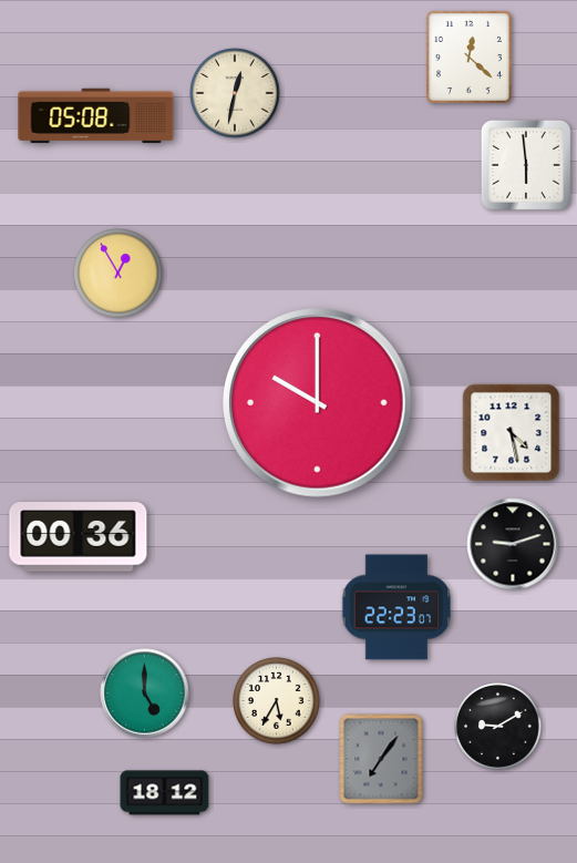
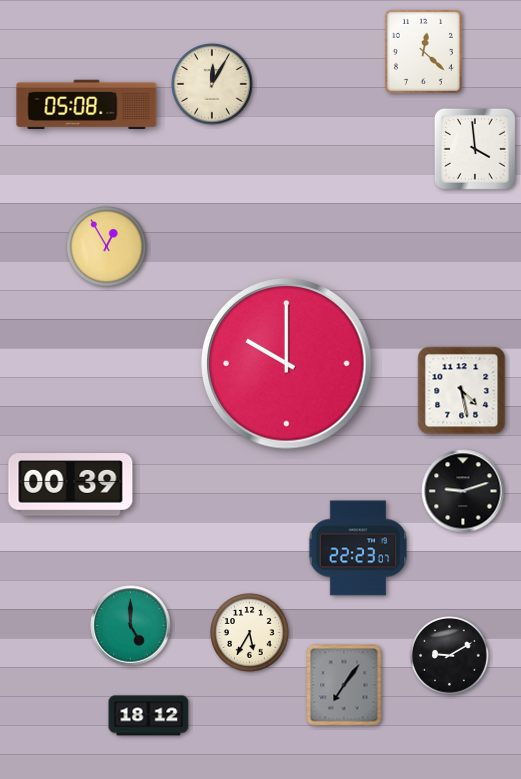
clock at (235, 93): 12:32 -> 12:05
clock at (526, 165): 5:59 -> 3:59
clock at (79, 537): 00:36 -> 00:39
